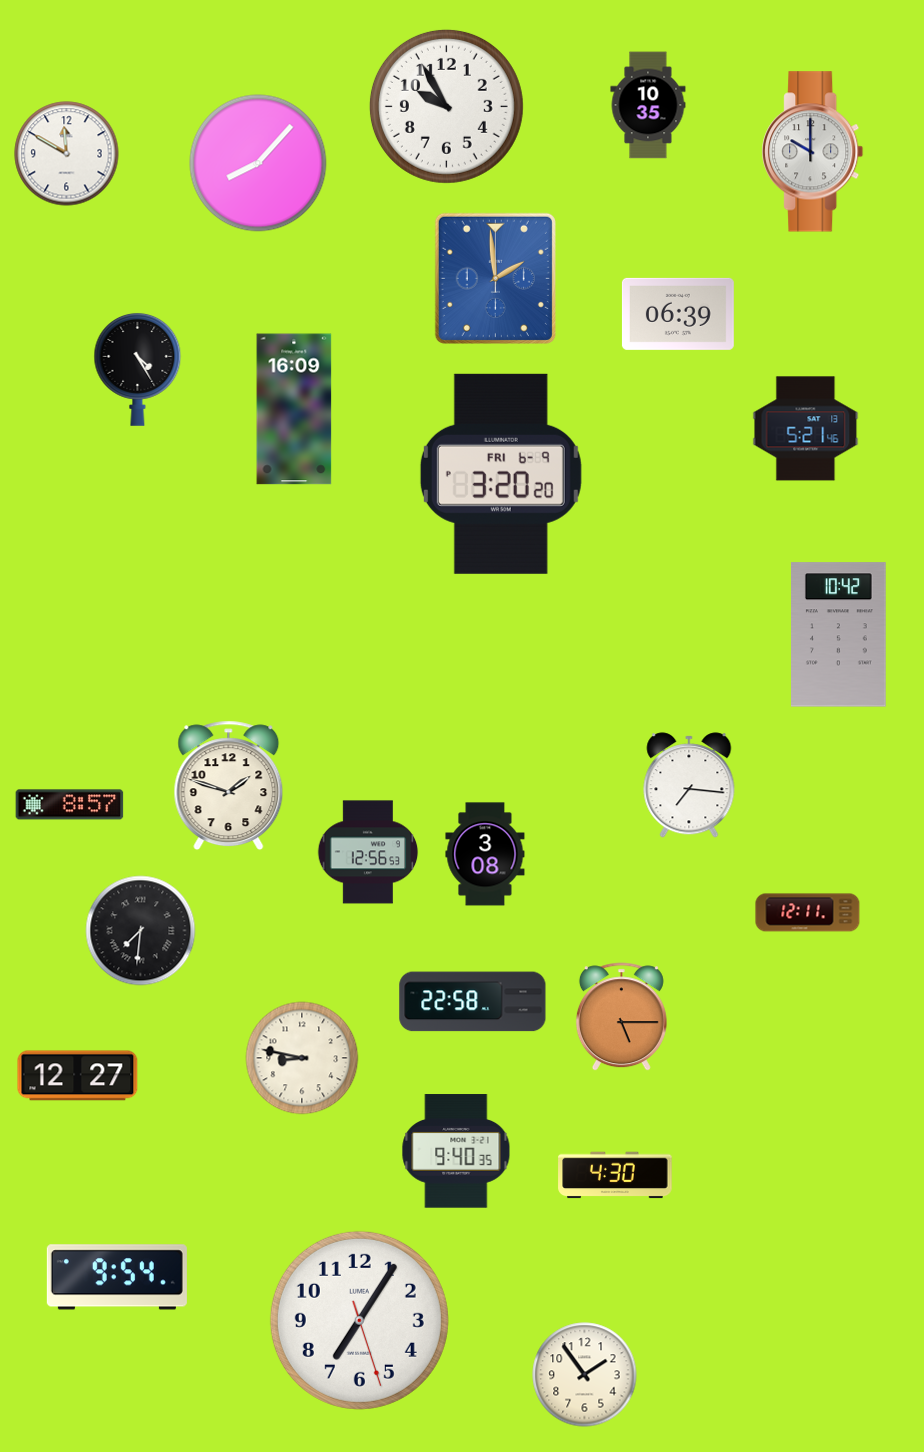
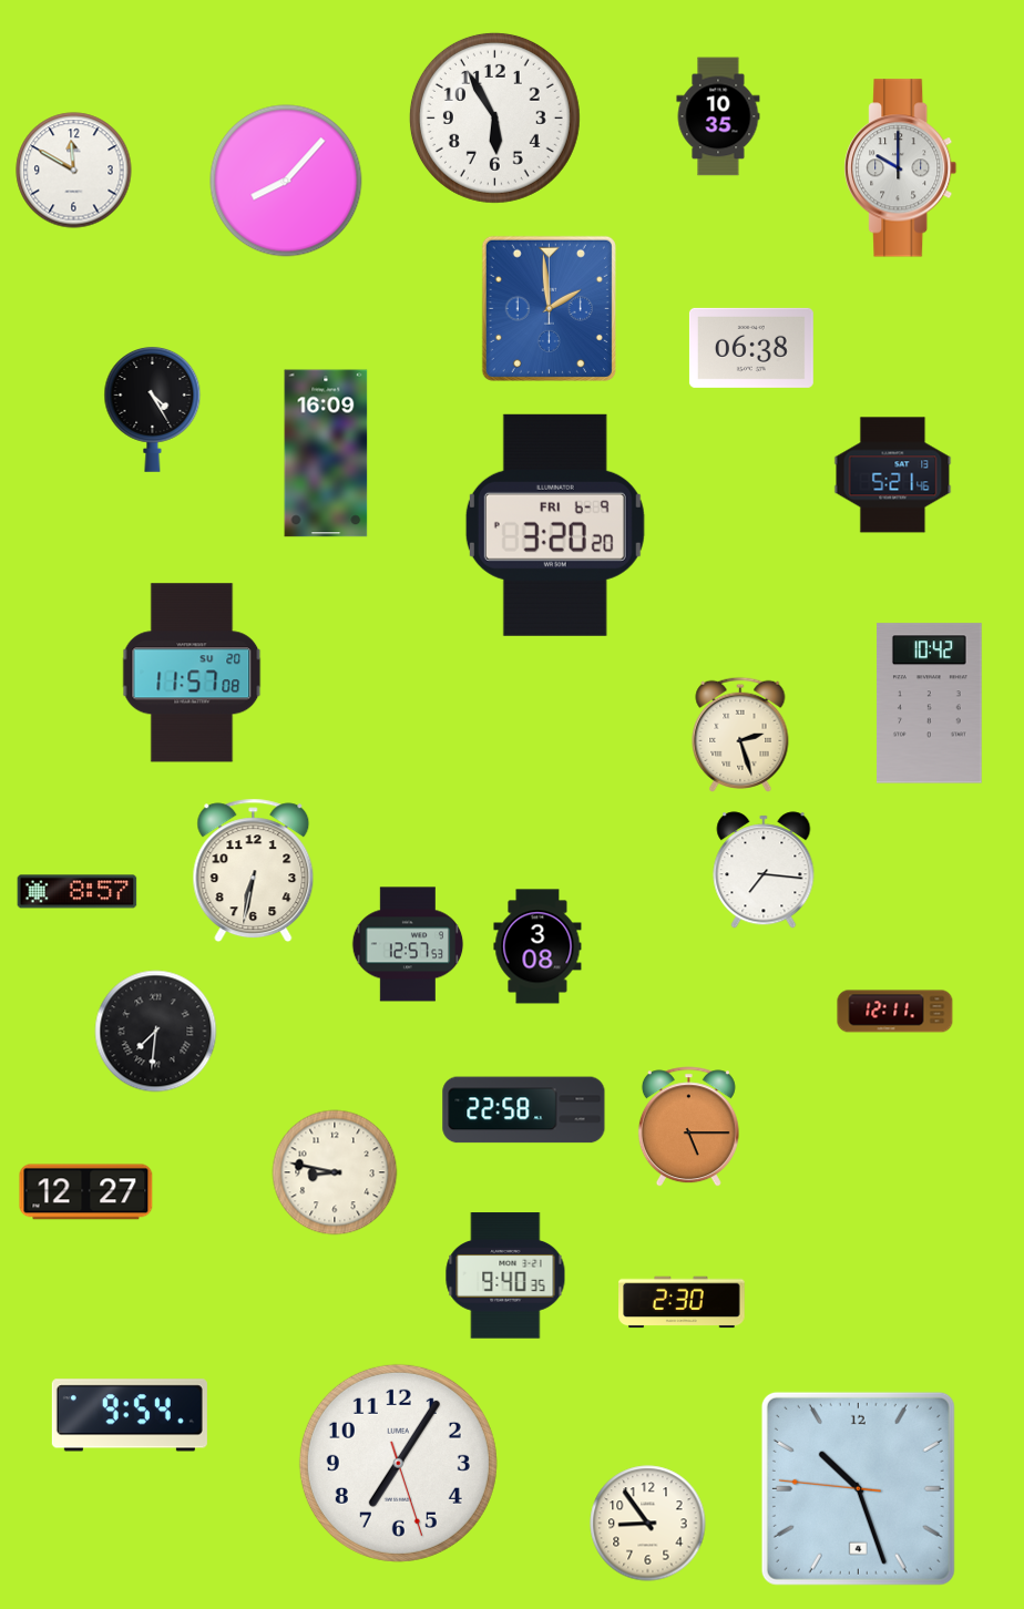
clock at (446, 106): 9:55 -> 5:55
clock at (678, 314): 06:39 -> 06:38
clock at (192, 673): none -> 11:57
clock at (740, 735): none -> 2:27
clock at (229, 786): 1:48 -> 6:32
clock at (368, 852): 12:56 -> 12:57
clock at (615, 1175): 4:30 -> 2:30
clock at (858, 1488): none -> 10:26
clock at (585, 1375): 1:54 -> 8:54
